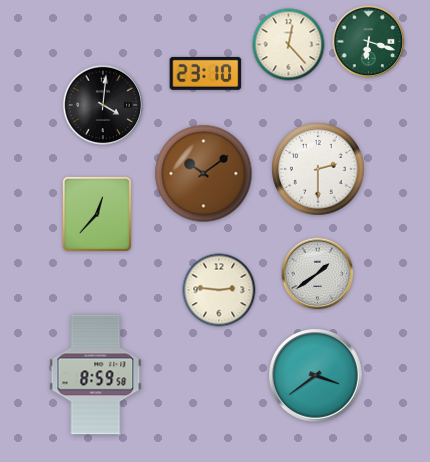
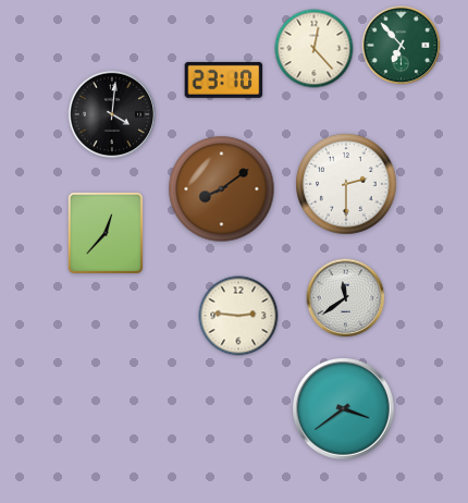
clock at (369, 42): 6:18 -> 6:53
clock at (204, 174): 10:09 -> 8:09
clock at (318, 274): 1:39 -> 11:39
clock at (96, 375): 8:59 -> none
